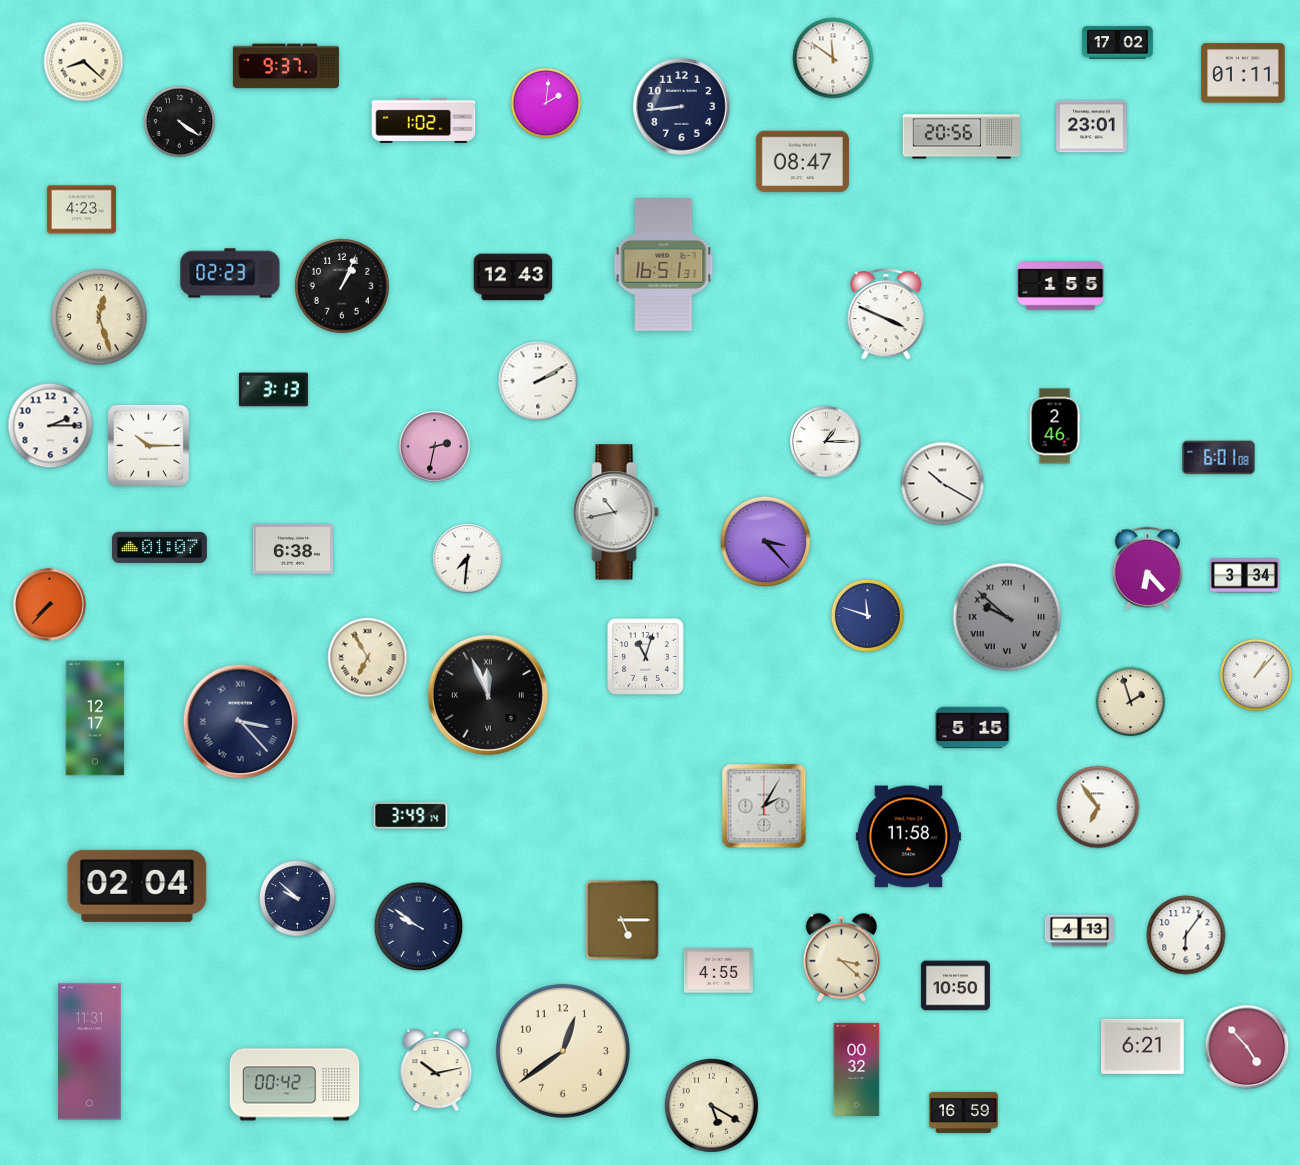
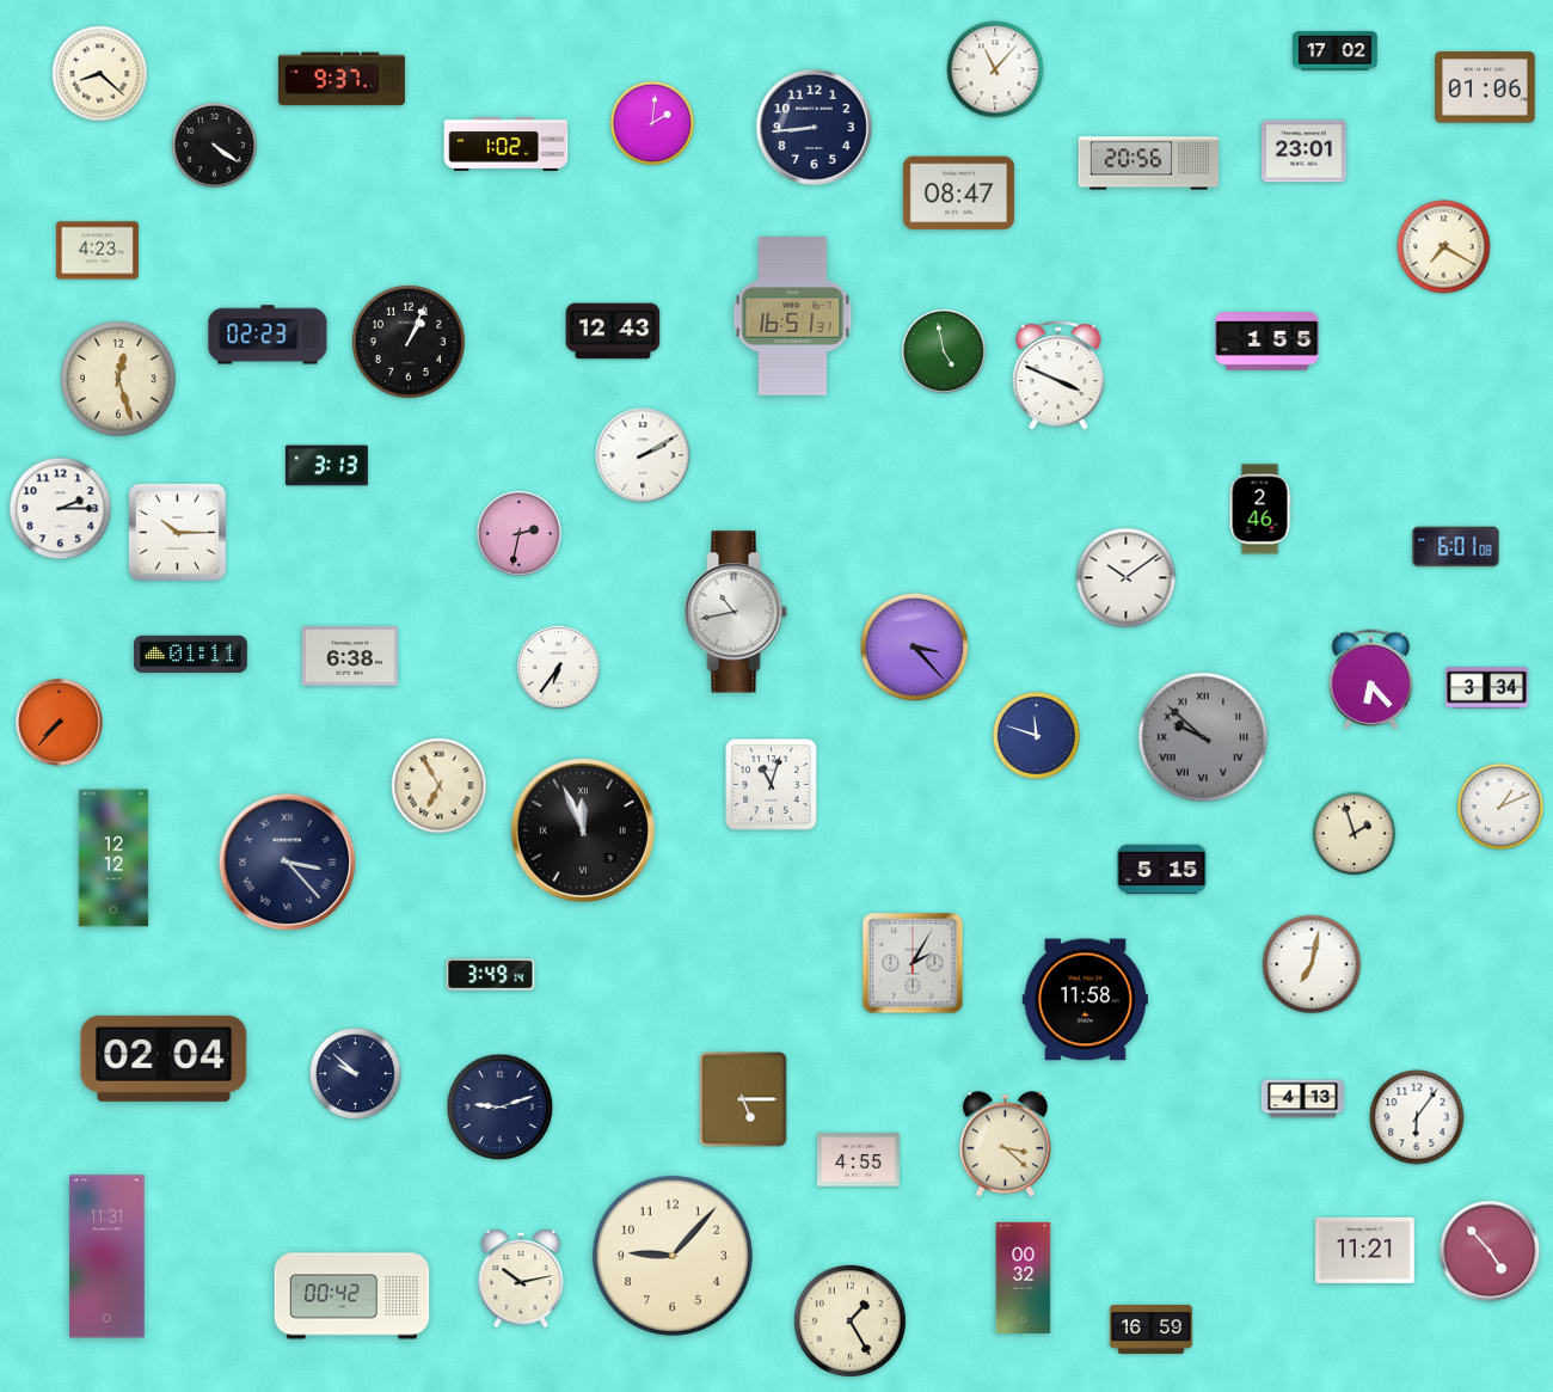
clock at (833, 58): 11:51 -> 11:07
clock at (1243, 73): 01:11 -> 01:06
clock at (1444, 247): none -> 7:20
clock at (230, 273) position: (230, 273) -> (268, 335)
clock at (944, 351): none -> 4:58
clock at (826, 442): 1:15 -> none
clock at (943, 484): 10:20 -> 10:09
clock at (160, 547): 01:07 -> 01:11
clock at (468, 559): 7:31 -> 6:36
clock at (1256, 675): 1:07 -> 1:11
clock at (1131, 702) position: (1131, 702) -> (1355, 834)
clock at (95, 718): 12:17 -> 12:12
clock at (1098, 807): 6:54 -> 7:02
clock at (419, 927): 9:51 -> 9:12
clock at (1079, 931) position: (1079, 931) -> (1302, 1099)
clock at (955, 986): 10:50 -> none
clock at (1143, 1046): 6:21 -> 11:21
clock at (563, 1051): 12:39 -> 9:07
clock at (711, 1105): 5:20 -> 1:25
